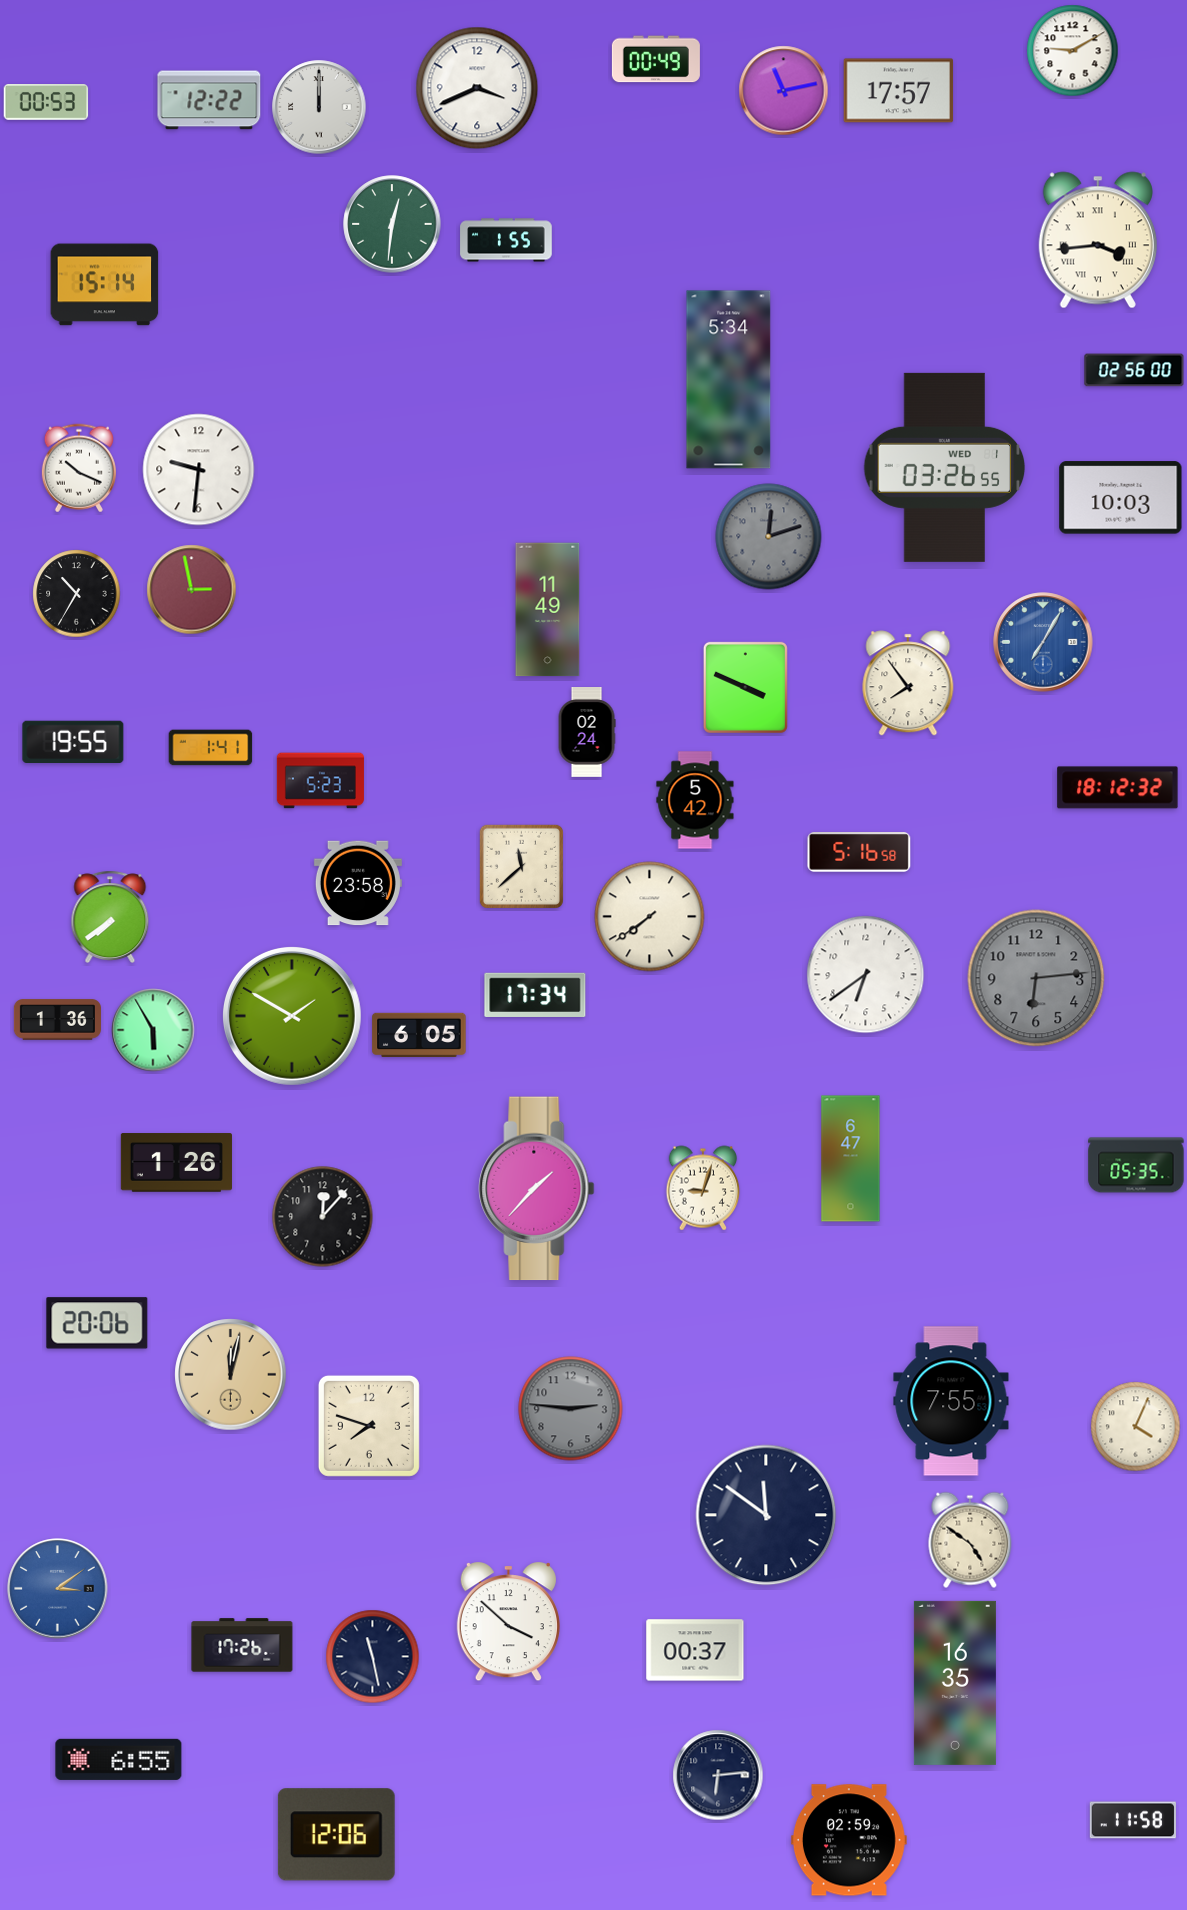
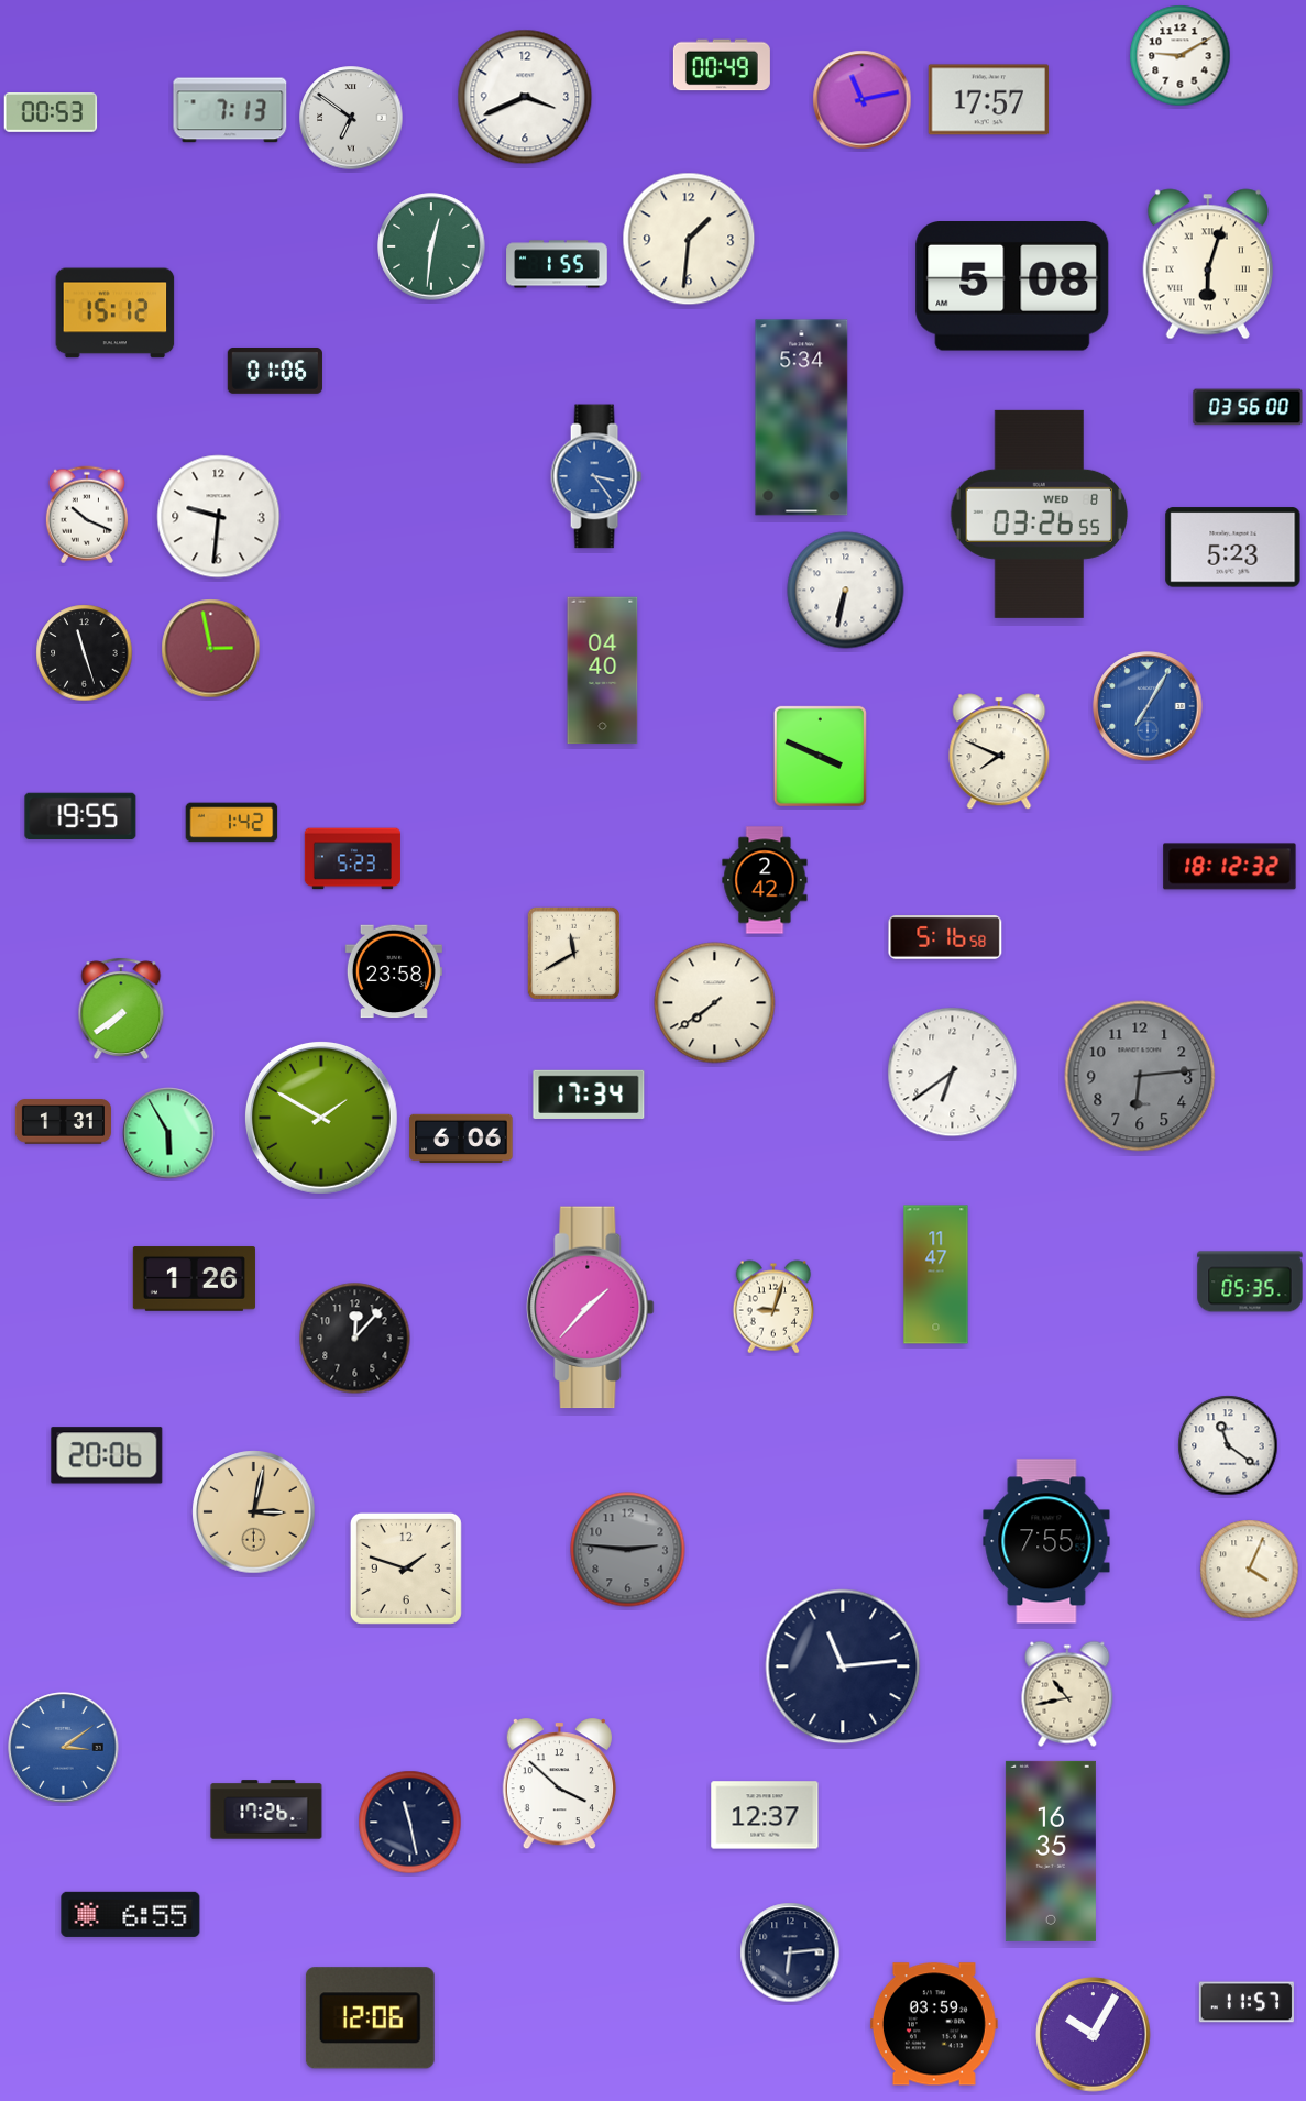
clock at (209, 100): 12:22 -> 7:13
clock at (319, 107): 12:00 -> 6:51
clock at (689, 239): none -> 1:31
clock at (1098, 240): 3:44 -> 6:03
clock at (1012, 287): none -> 5:08
clock at (105, 285): 15:14 -> 15:12
clock at (274, 372): none -> 01:06
clock at (1134, 370): 02:56 -> 03:56
clock at (596, 476): none -> 3:24
clock at (945, 467) date: WED 1 -> WED 8
clock at (1121, 498): 10:03 -> 5:23
clock at (769, 537): 12:12 -> 6:32
clock at (769, 537) dial: grey -> white
clock at (77, 594): 10:35 -> 11:27
clock at (548, 610): 11:49 -> 04:40
clock at (908, 683): 7:54 -> 7:49
clock at (587, 733): 02:24 -> none
clock at (211, 748): 1:41 -> 1:42
clock at (695, 800): 5:42 -> 2:42
clock at (521, 866): 11:38 -> 11:40
clock at (650, 917) position: (650, 917) -> (715, 1003)
clock at (57, 1020): 1:36 -> 1:31
clock at (419, 1034): 6:05 -> 6:06
clock at (851, 1159): 6:47 -> 11:47
clock at (1228, 1445): none -> 11:21
clock at (231, 1375): 12:02 -> 3:02
clock at (369, 1426): 7:48 -> 1:48
clock at (766, 1515): 11:51 -> 11:14
clock at (970, 1540): 4:51 -> 10:43
clock at (695, 1650): 00:37 -> 12:37
clock at (119, 1759) position: (119, 1759) -> (131, 1914)
clock at (1133, 1820): 11:58 -> 11:57
clock at (849, 1840): 02:59 -> 03:59
clock at (1094, 2035): none -> 10:05
